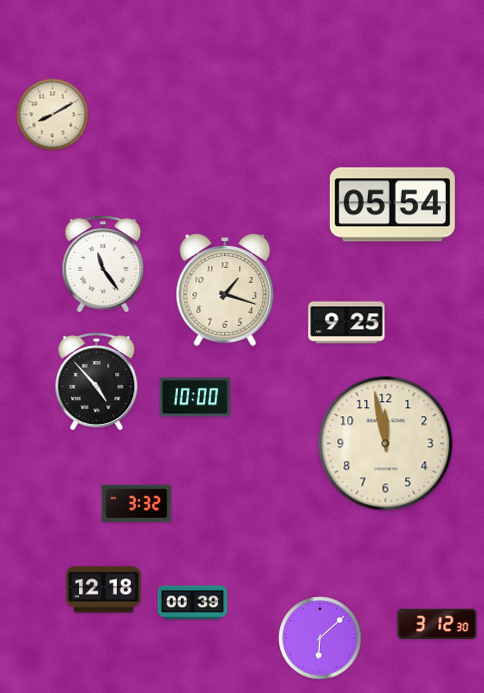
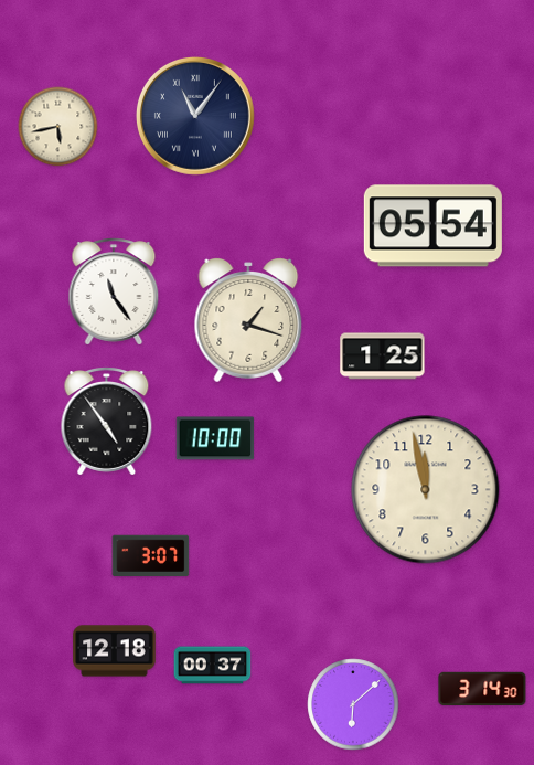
clock at (195, 116): none -> 11:06
clock at (53, 115): 8:10 -> 5:43
clock at (347, 323): 9:25 -> 1:25
clock at (97, 382): 4:53 -> 4:54
clock at (137, 503): 3:32 -> 3:07
clock at (193, 603): 00:39 -> 00:37
clock at (437, 624): 3:12 -> 3:14
